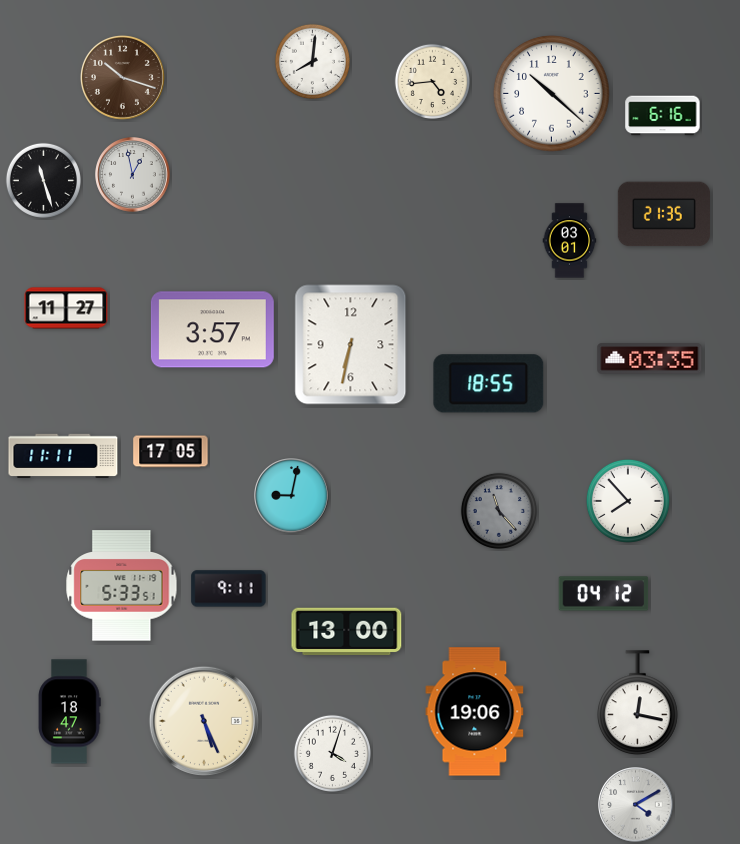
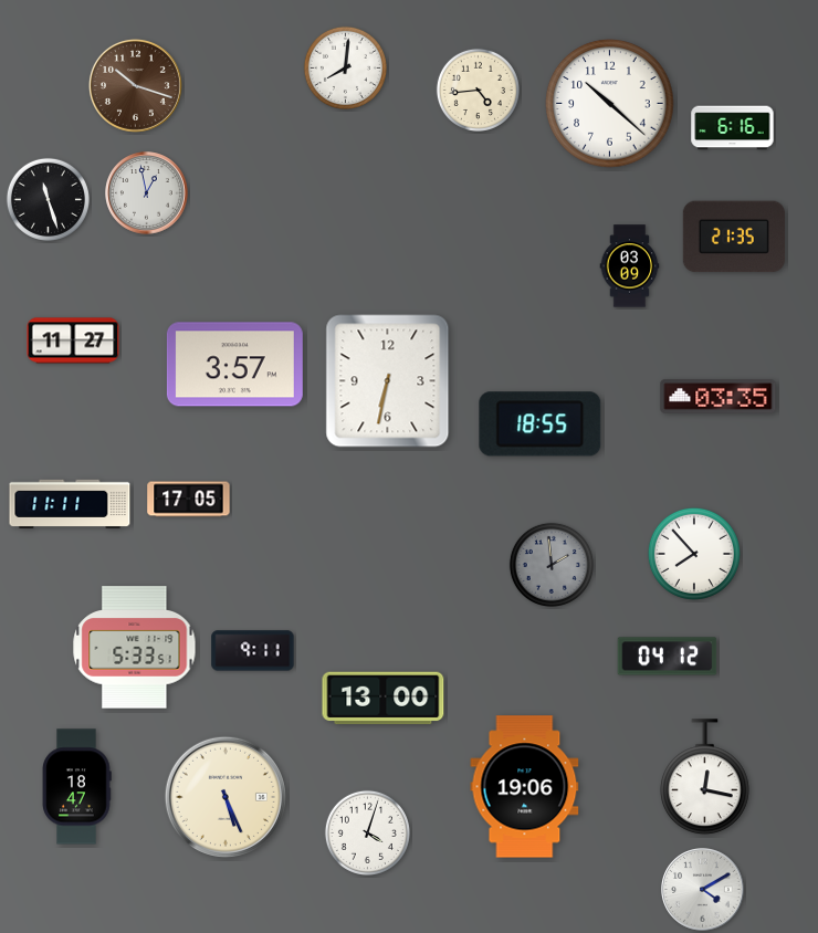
clock at (570, 241): 03:01 -> 03:09
clock at (292, 496): 9:02 -> none
clock at (499, 511): 11:23 -> 1:59
